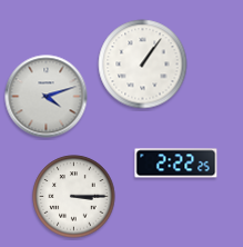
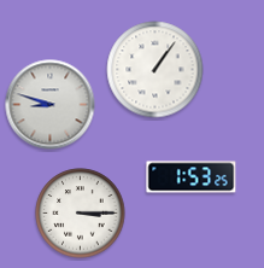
clock at (47, 97): 4:12 -> 8:48
clock at (176, 164): 2:22 -> 1:53
